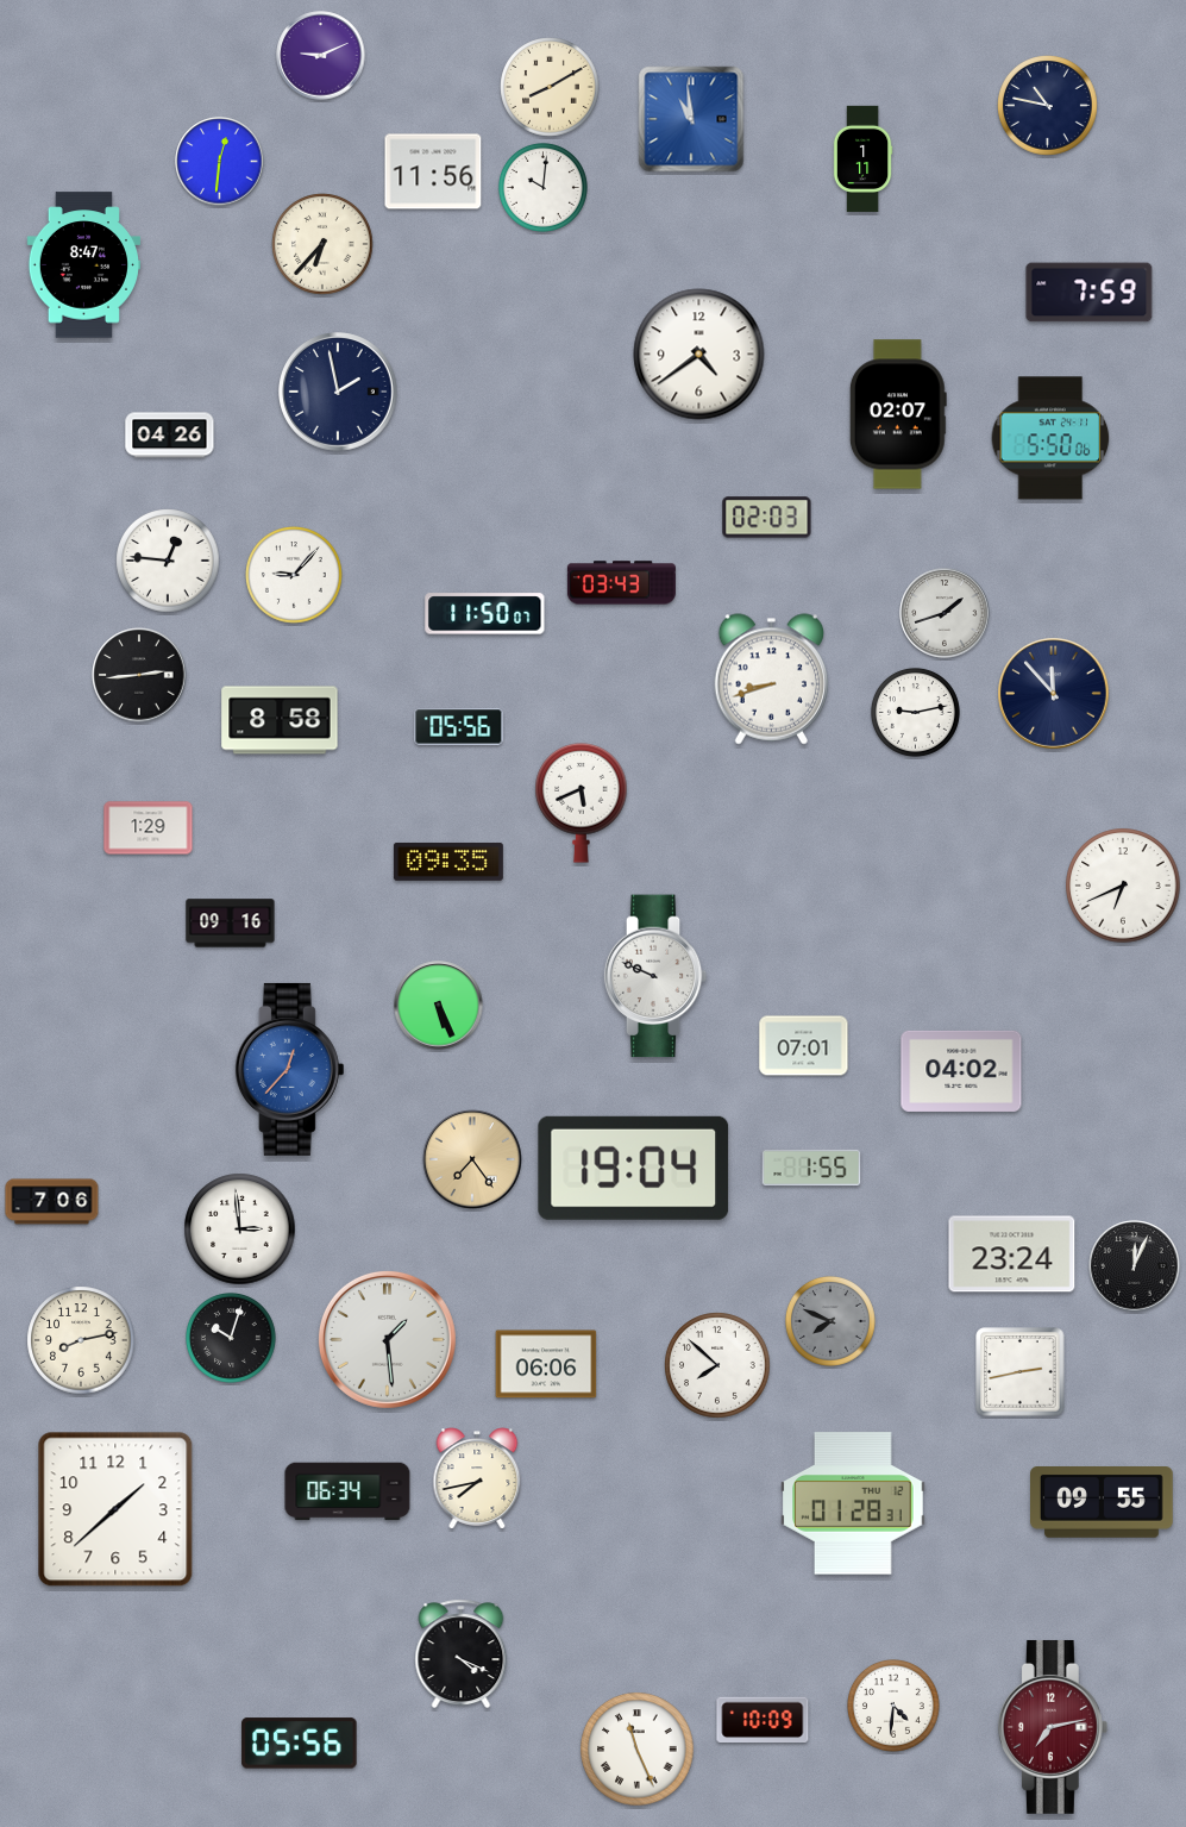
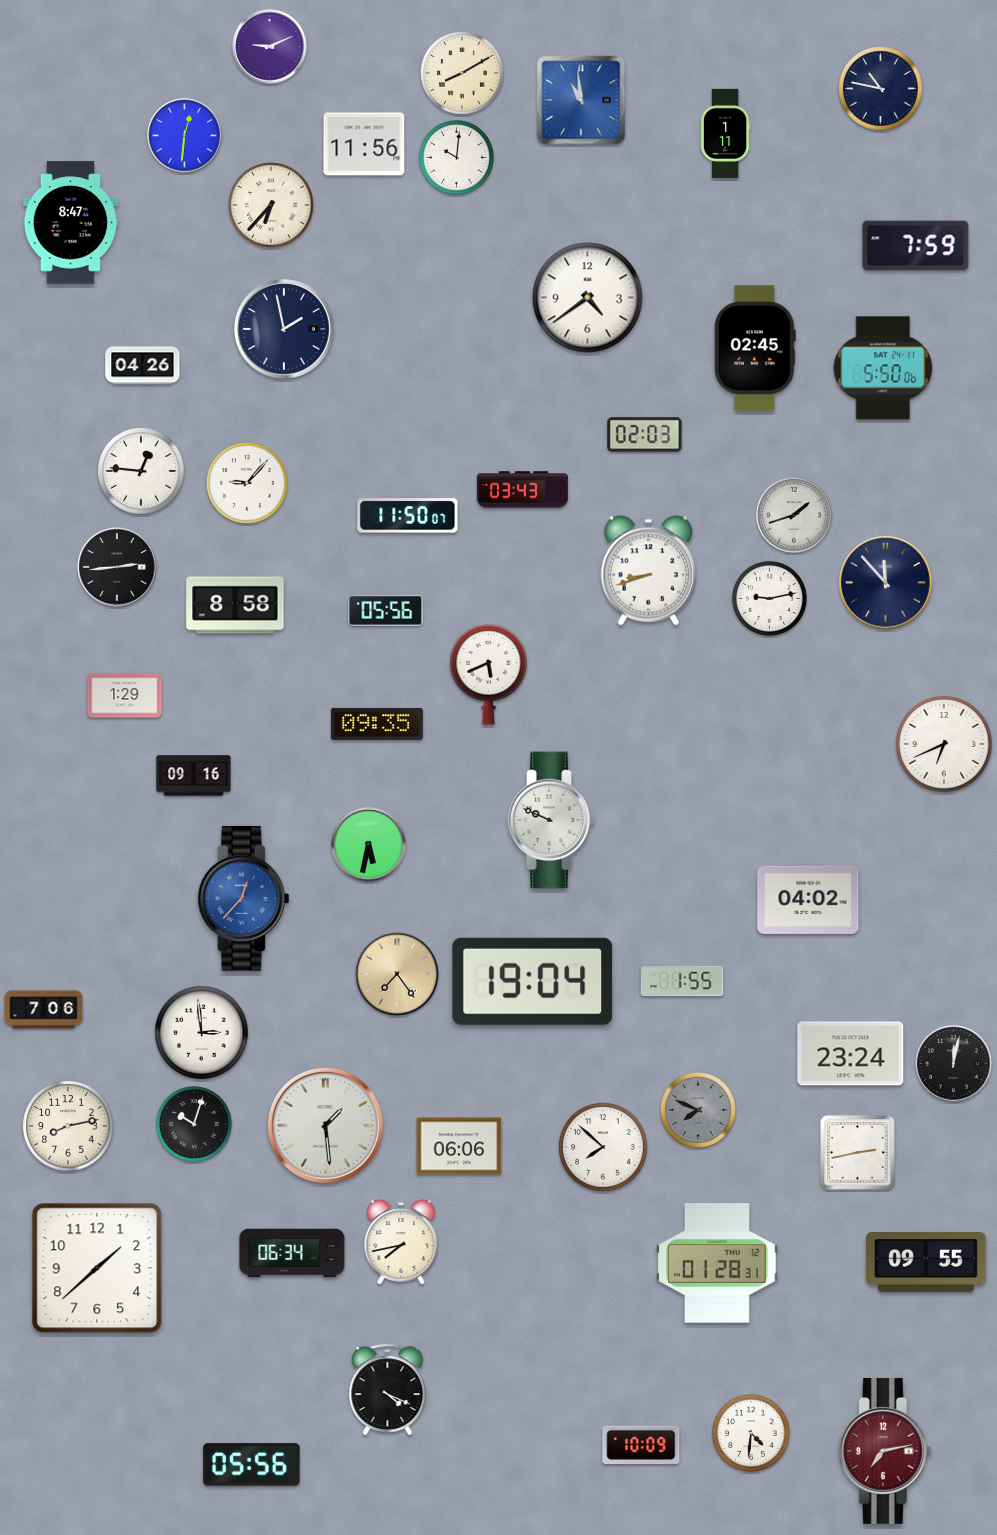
clock at (898, 414): 02:07 -> 02:45
clock at (439, 1006): 5:26 -> 5:32
clock at (804, 1046): 07:01 -> none
clock at (1135, 1266): 12:04 -> 12:02
clock at (638, 1750): 11:26 -> none
